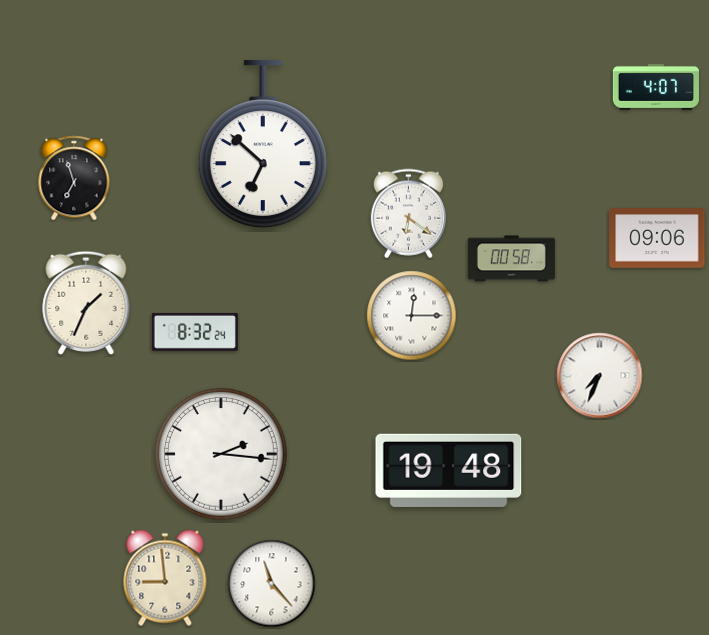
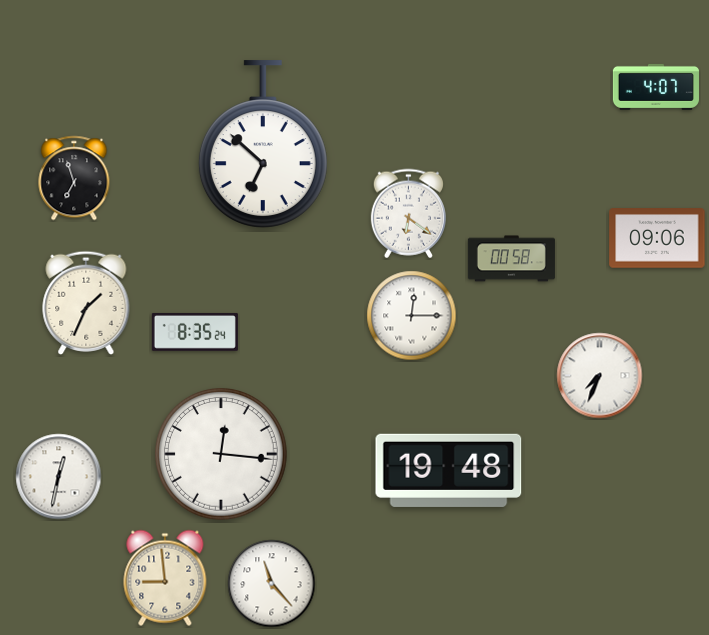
clock at (195, 332): 8:32 -> 8:35
clock at (222, 455): 2:16 -> 12:16
clock at (59, 477): none -> 12:32
